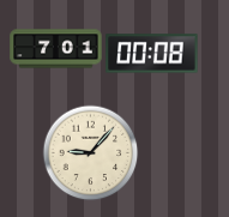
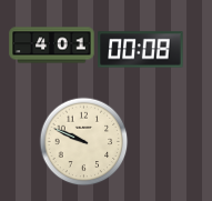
clock at (56, 49): 7:01 -> 4:01
clock at (90, 152): 9:07 -> 9:49
